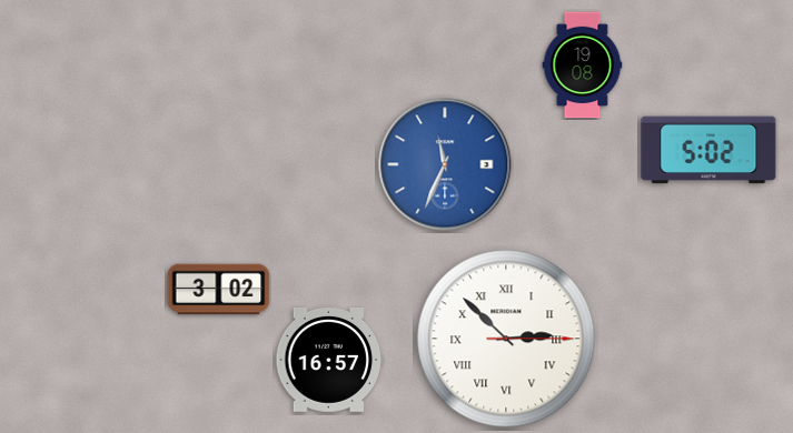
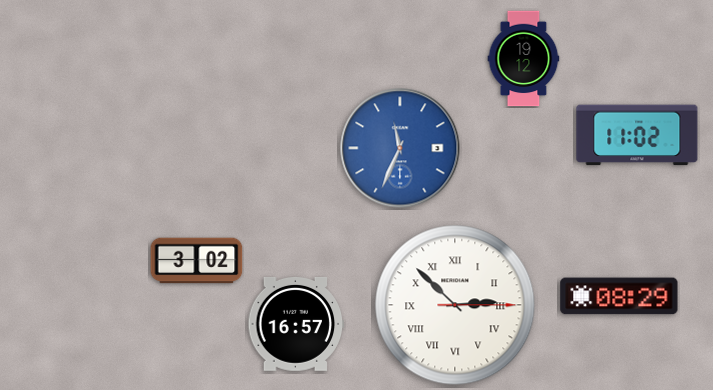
clock at (583, 66): 19:08 -> 19:12
clock at (708, 150): 5:02 -> 11:02
clock at (619, 296): none -> 08:29
